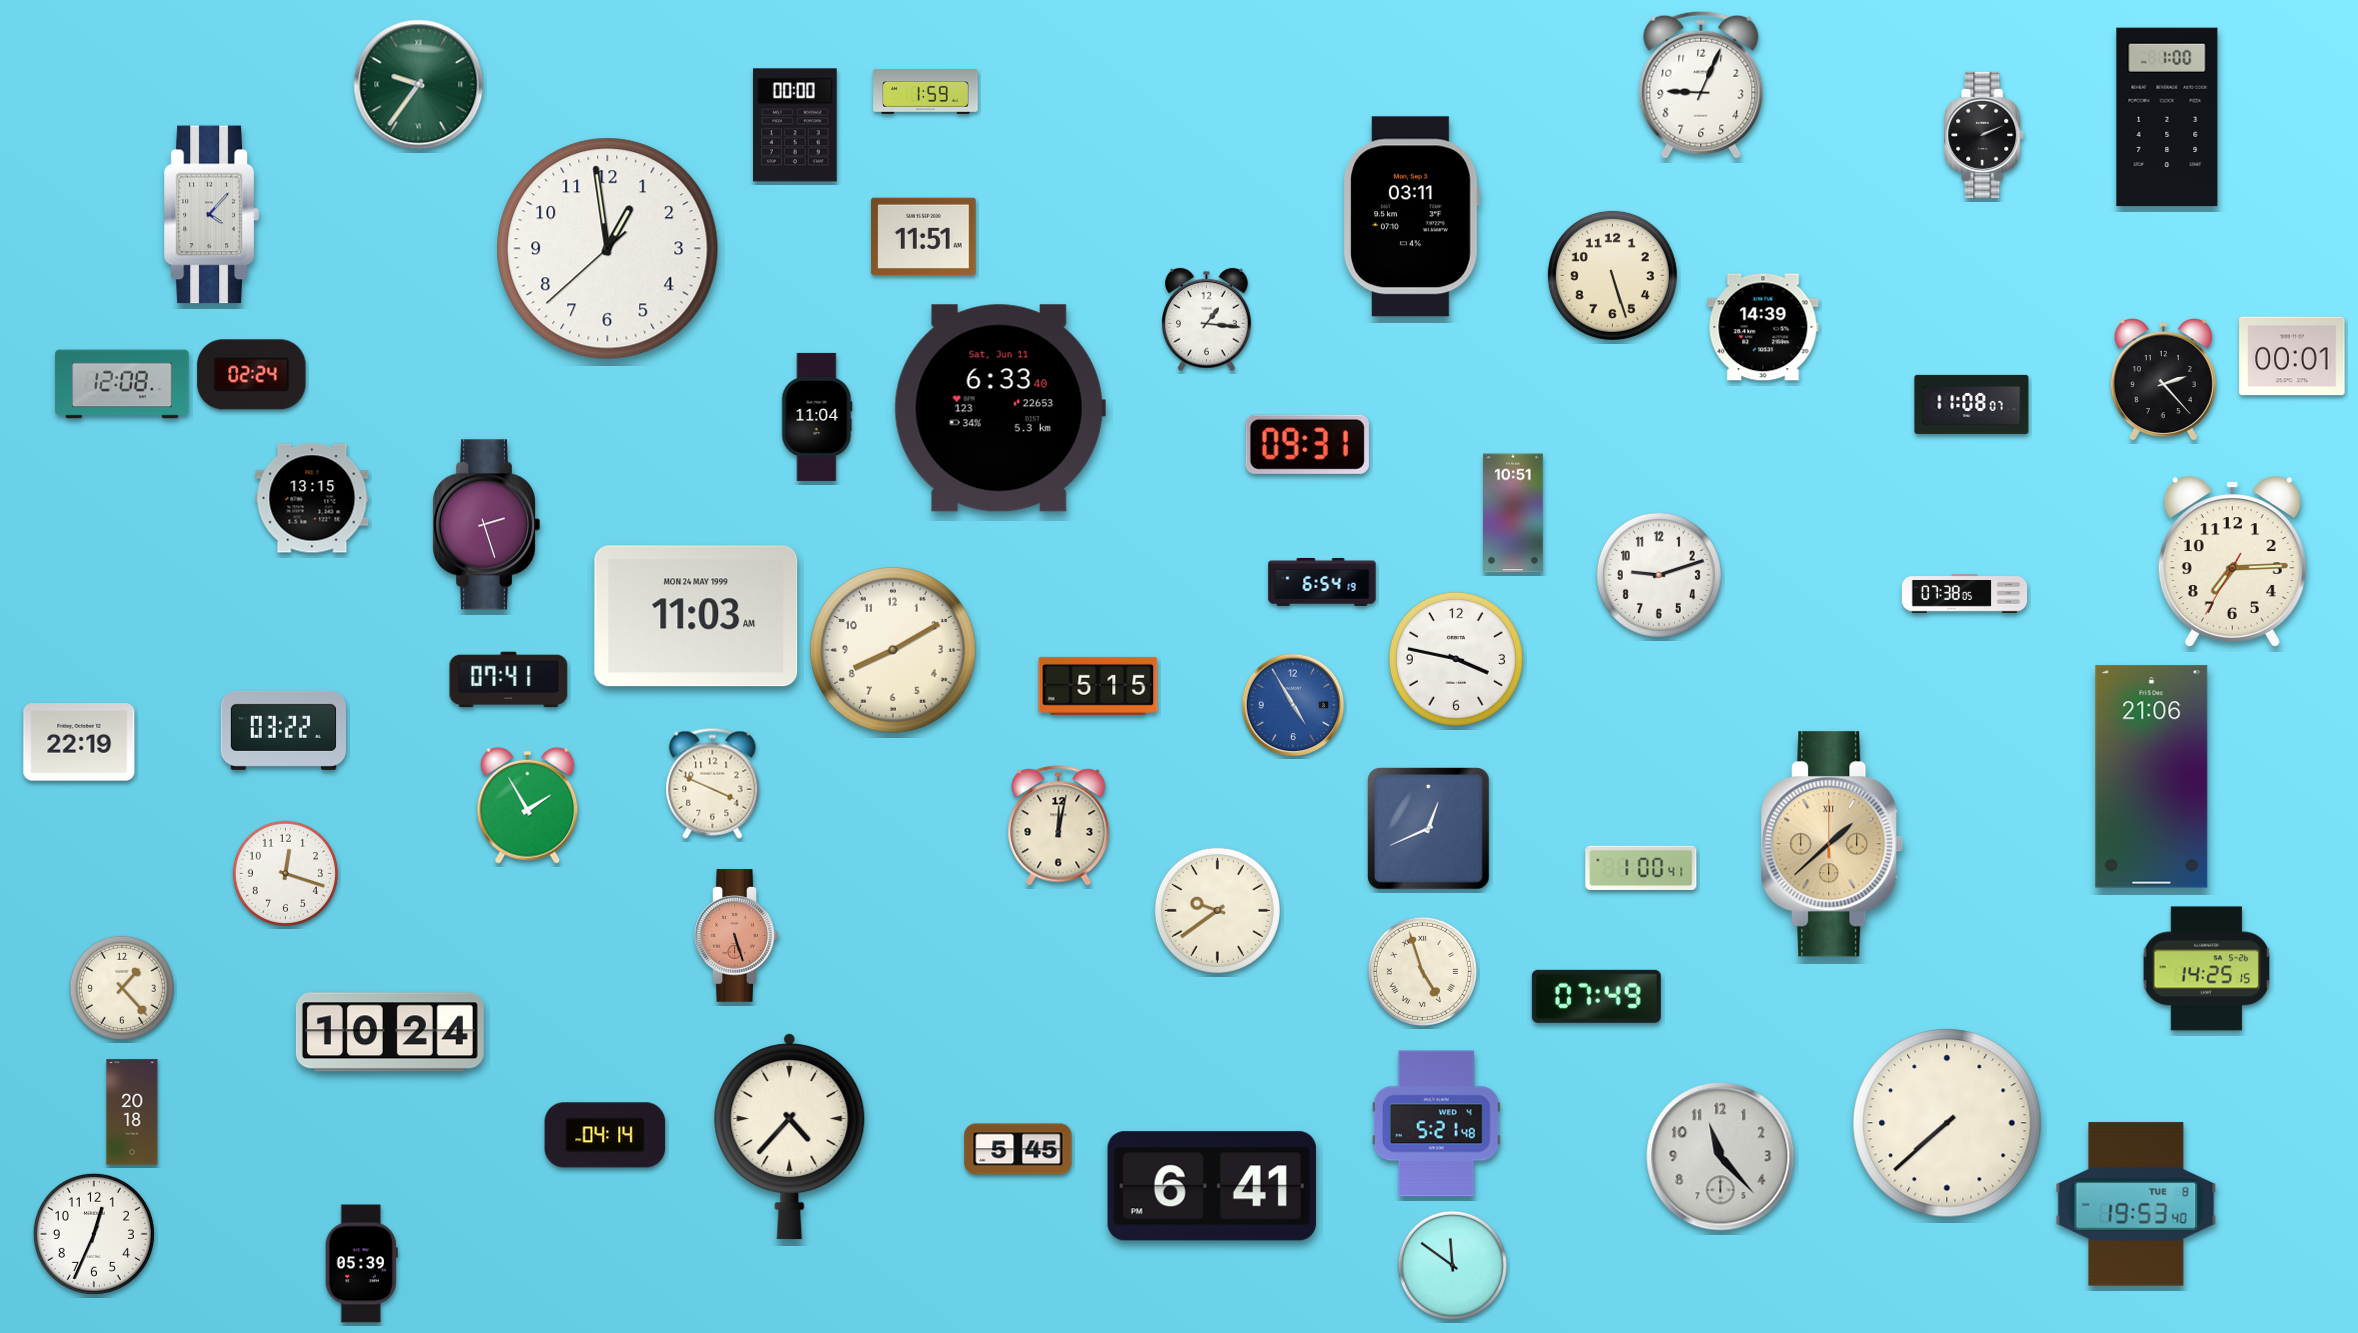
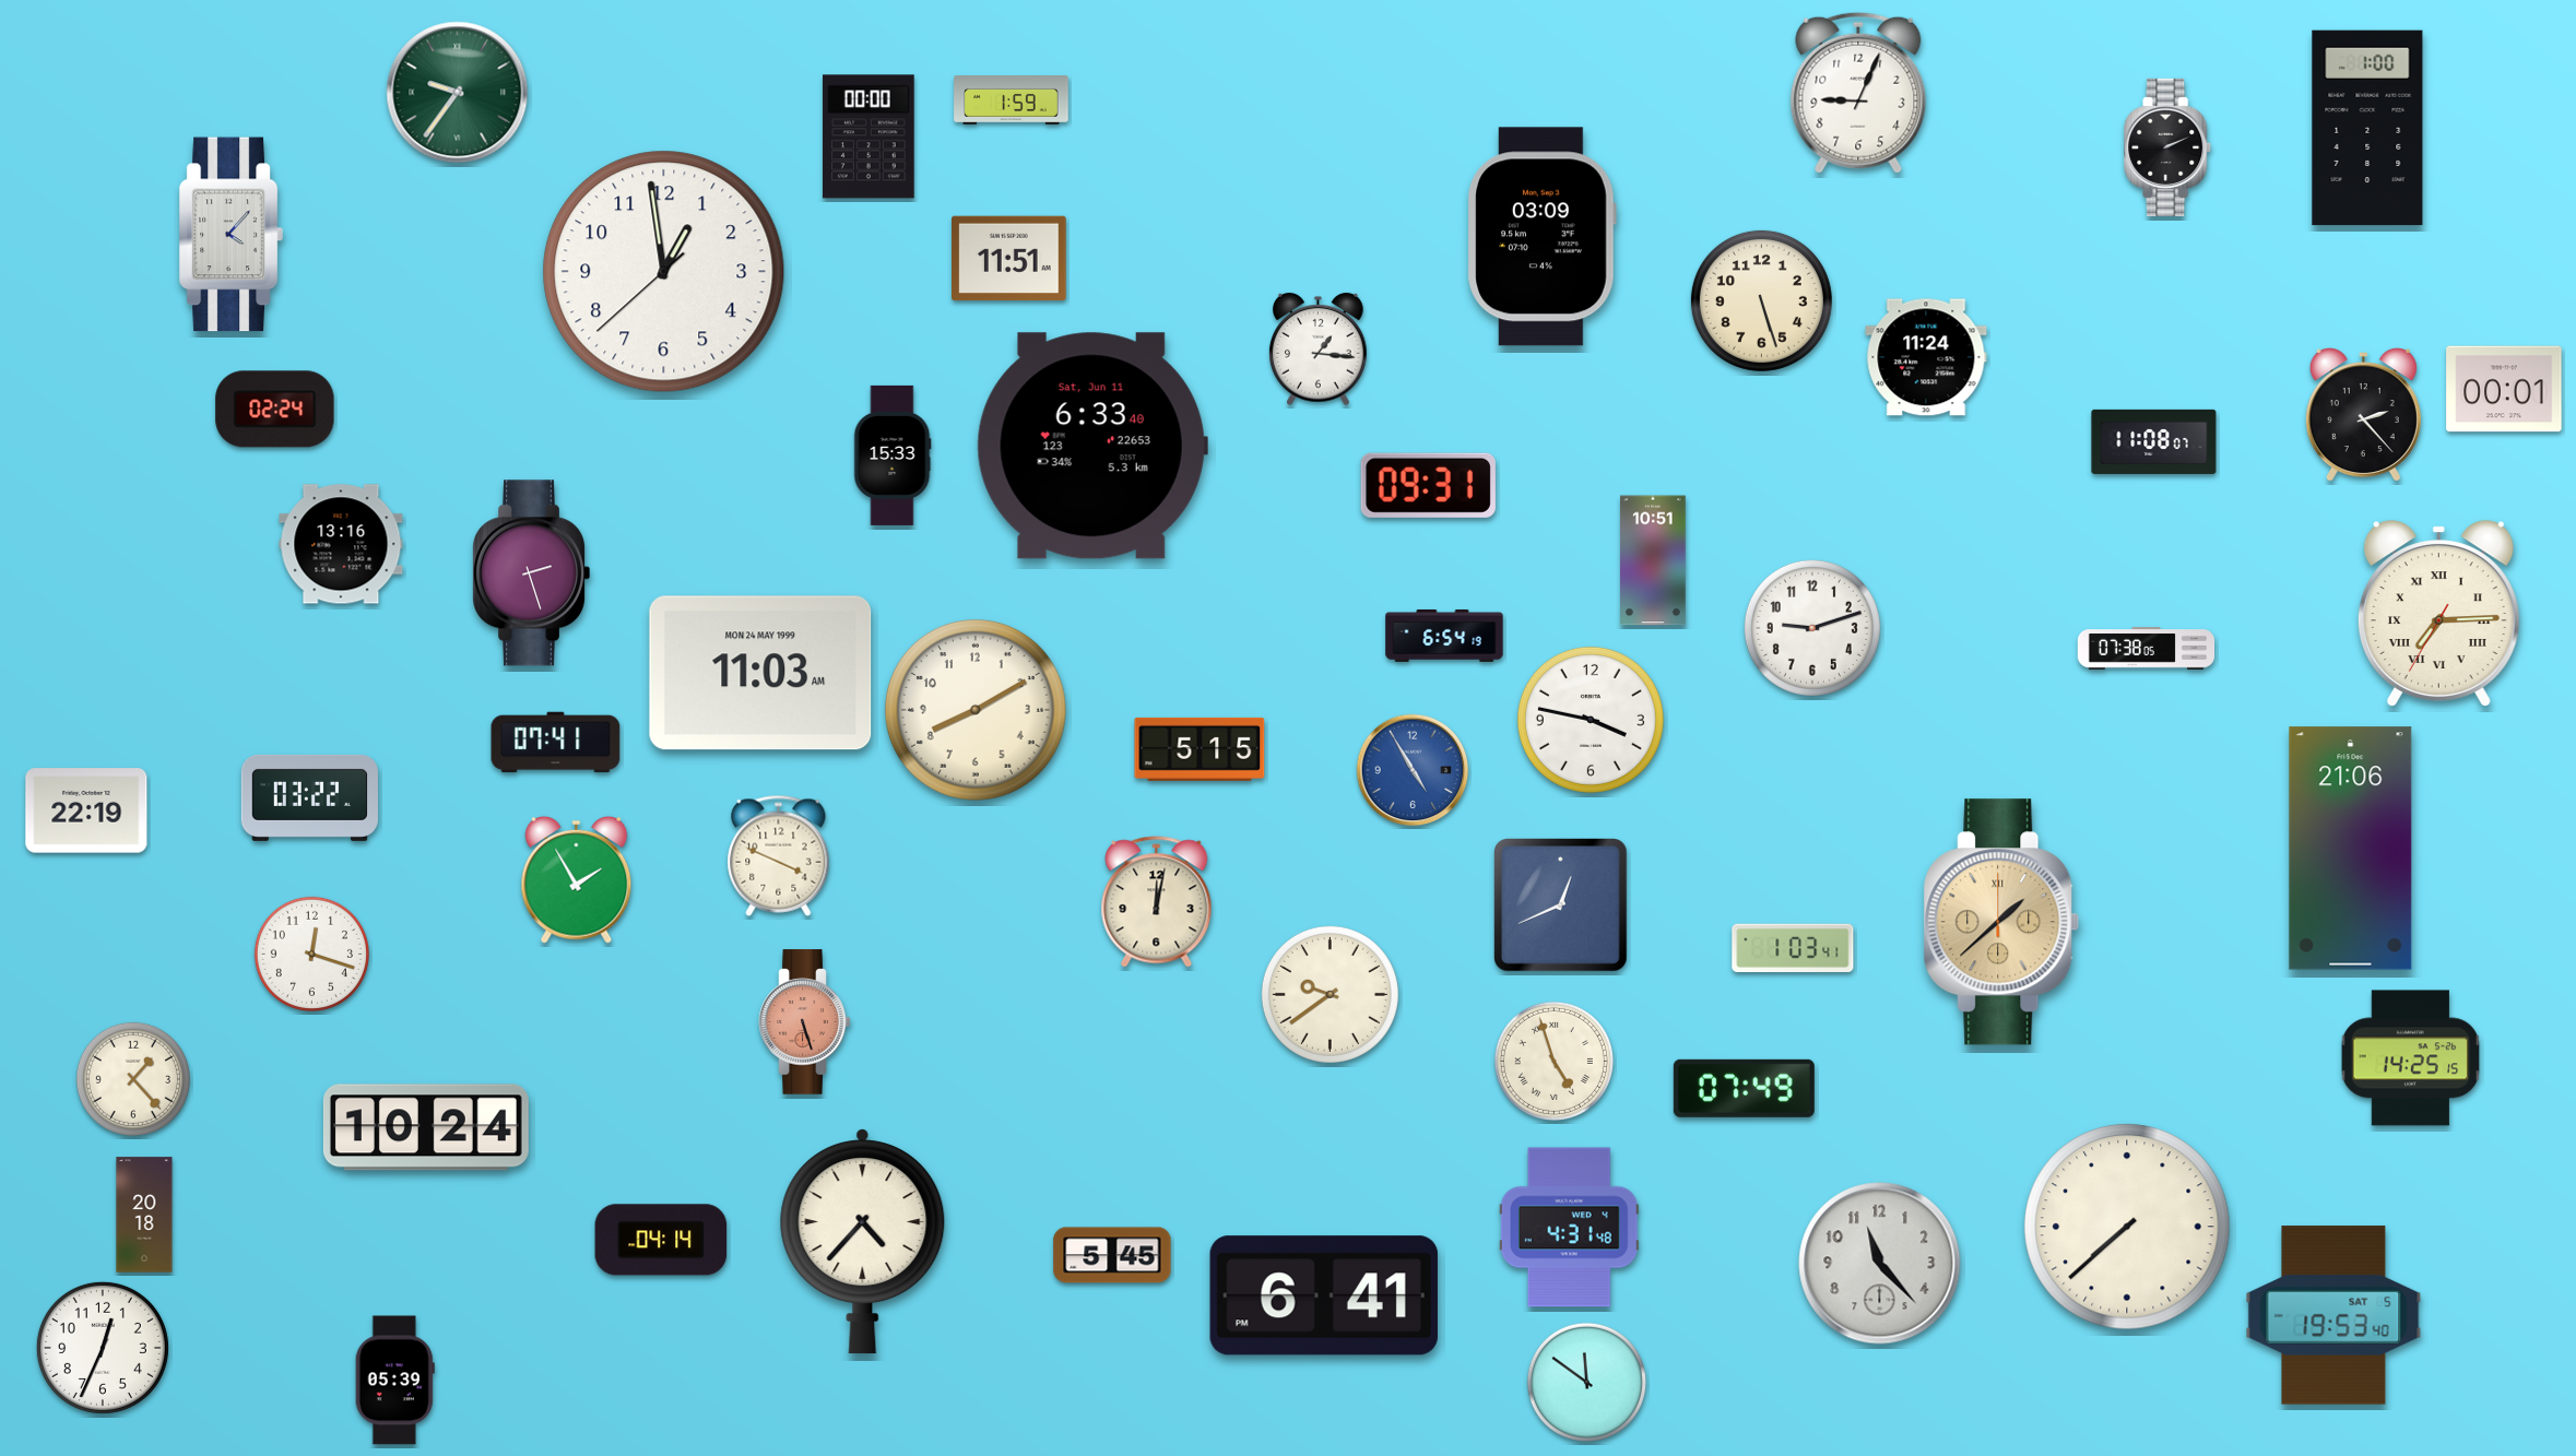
clock at (1411, 217): 03:11 -> 03:09
clock at (1763, 327): 14:39 -> 11:24
clock at (122, 384): 12:08 -> none
clock at (817, 417): 11:04 -> 15:33
clock at (312, 498): 13:15 -> 13:16
clock at (2232, 562) numerals: Arabic -> Roman
clock at (1641, 868): 1:00 -> 1:03
clock at (1436, 1124): 5:21 -> 4:31
clock at (2136, 1204) date: TUE 8 -> SAT 5
